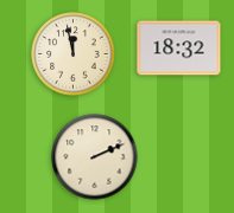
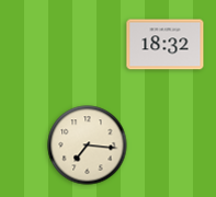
clock at (74, 54): 11:58 -> none
clock at (95, 157): 2:11 -> 7:16
